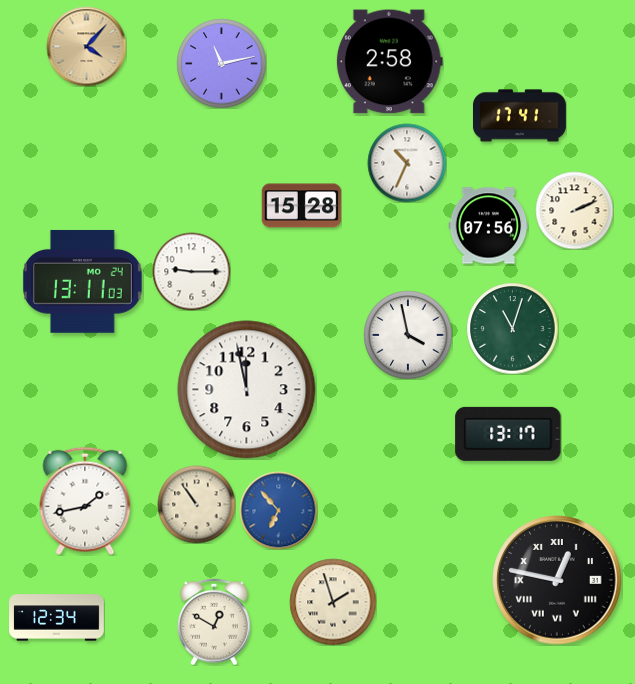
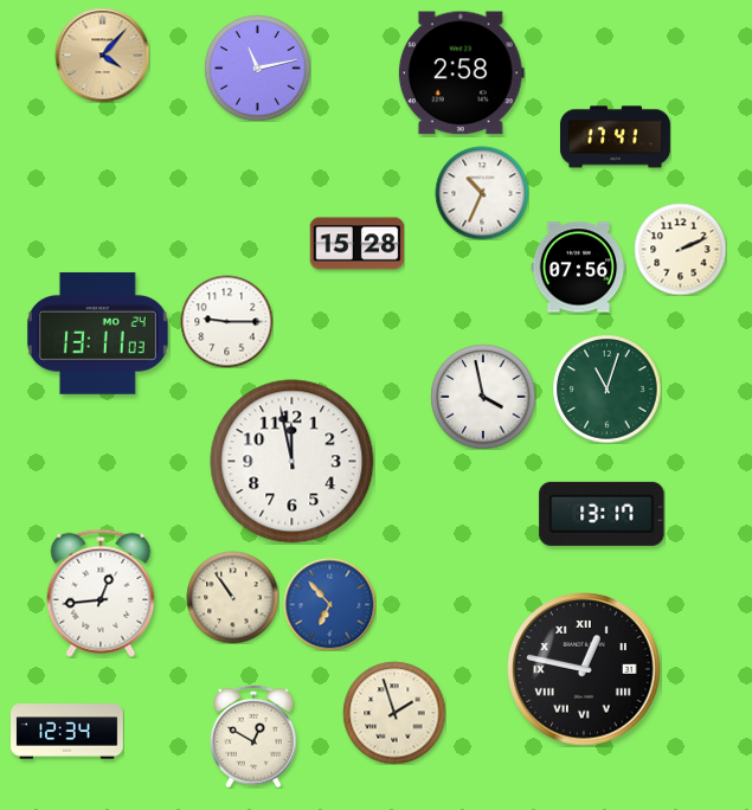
clock at (221, 63) position: (221, 63) -> (257, 67)
clock at (85, 501): 1:43 -> 12:44
clock at (557, 580) position: (557, 580) -> (584, 669)
